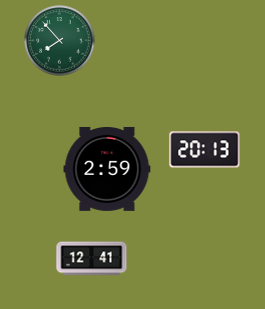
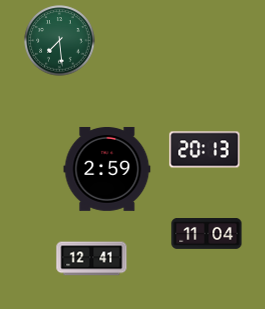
clock at (60, 41): 7:53 -> 7:29
clock at (207, 234): none -> 11:04
